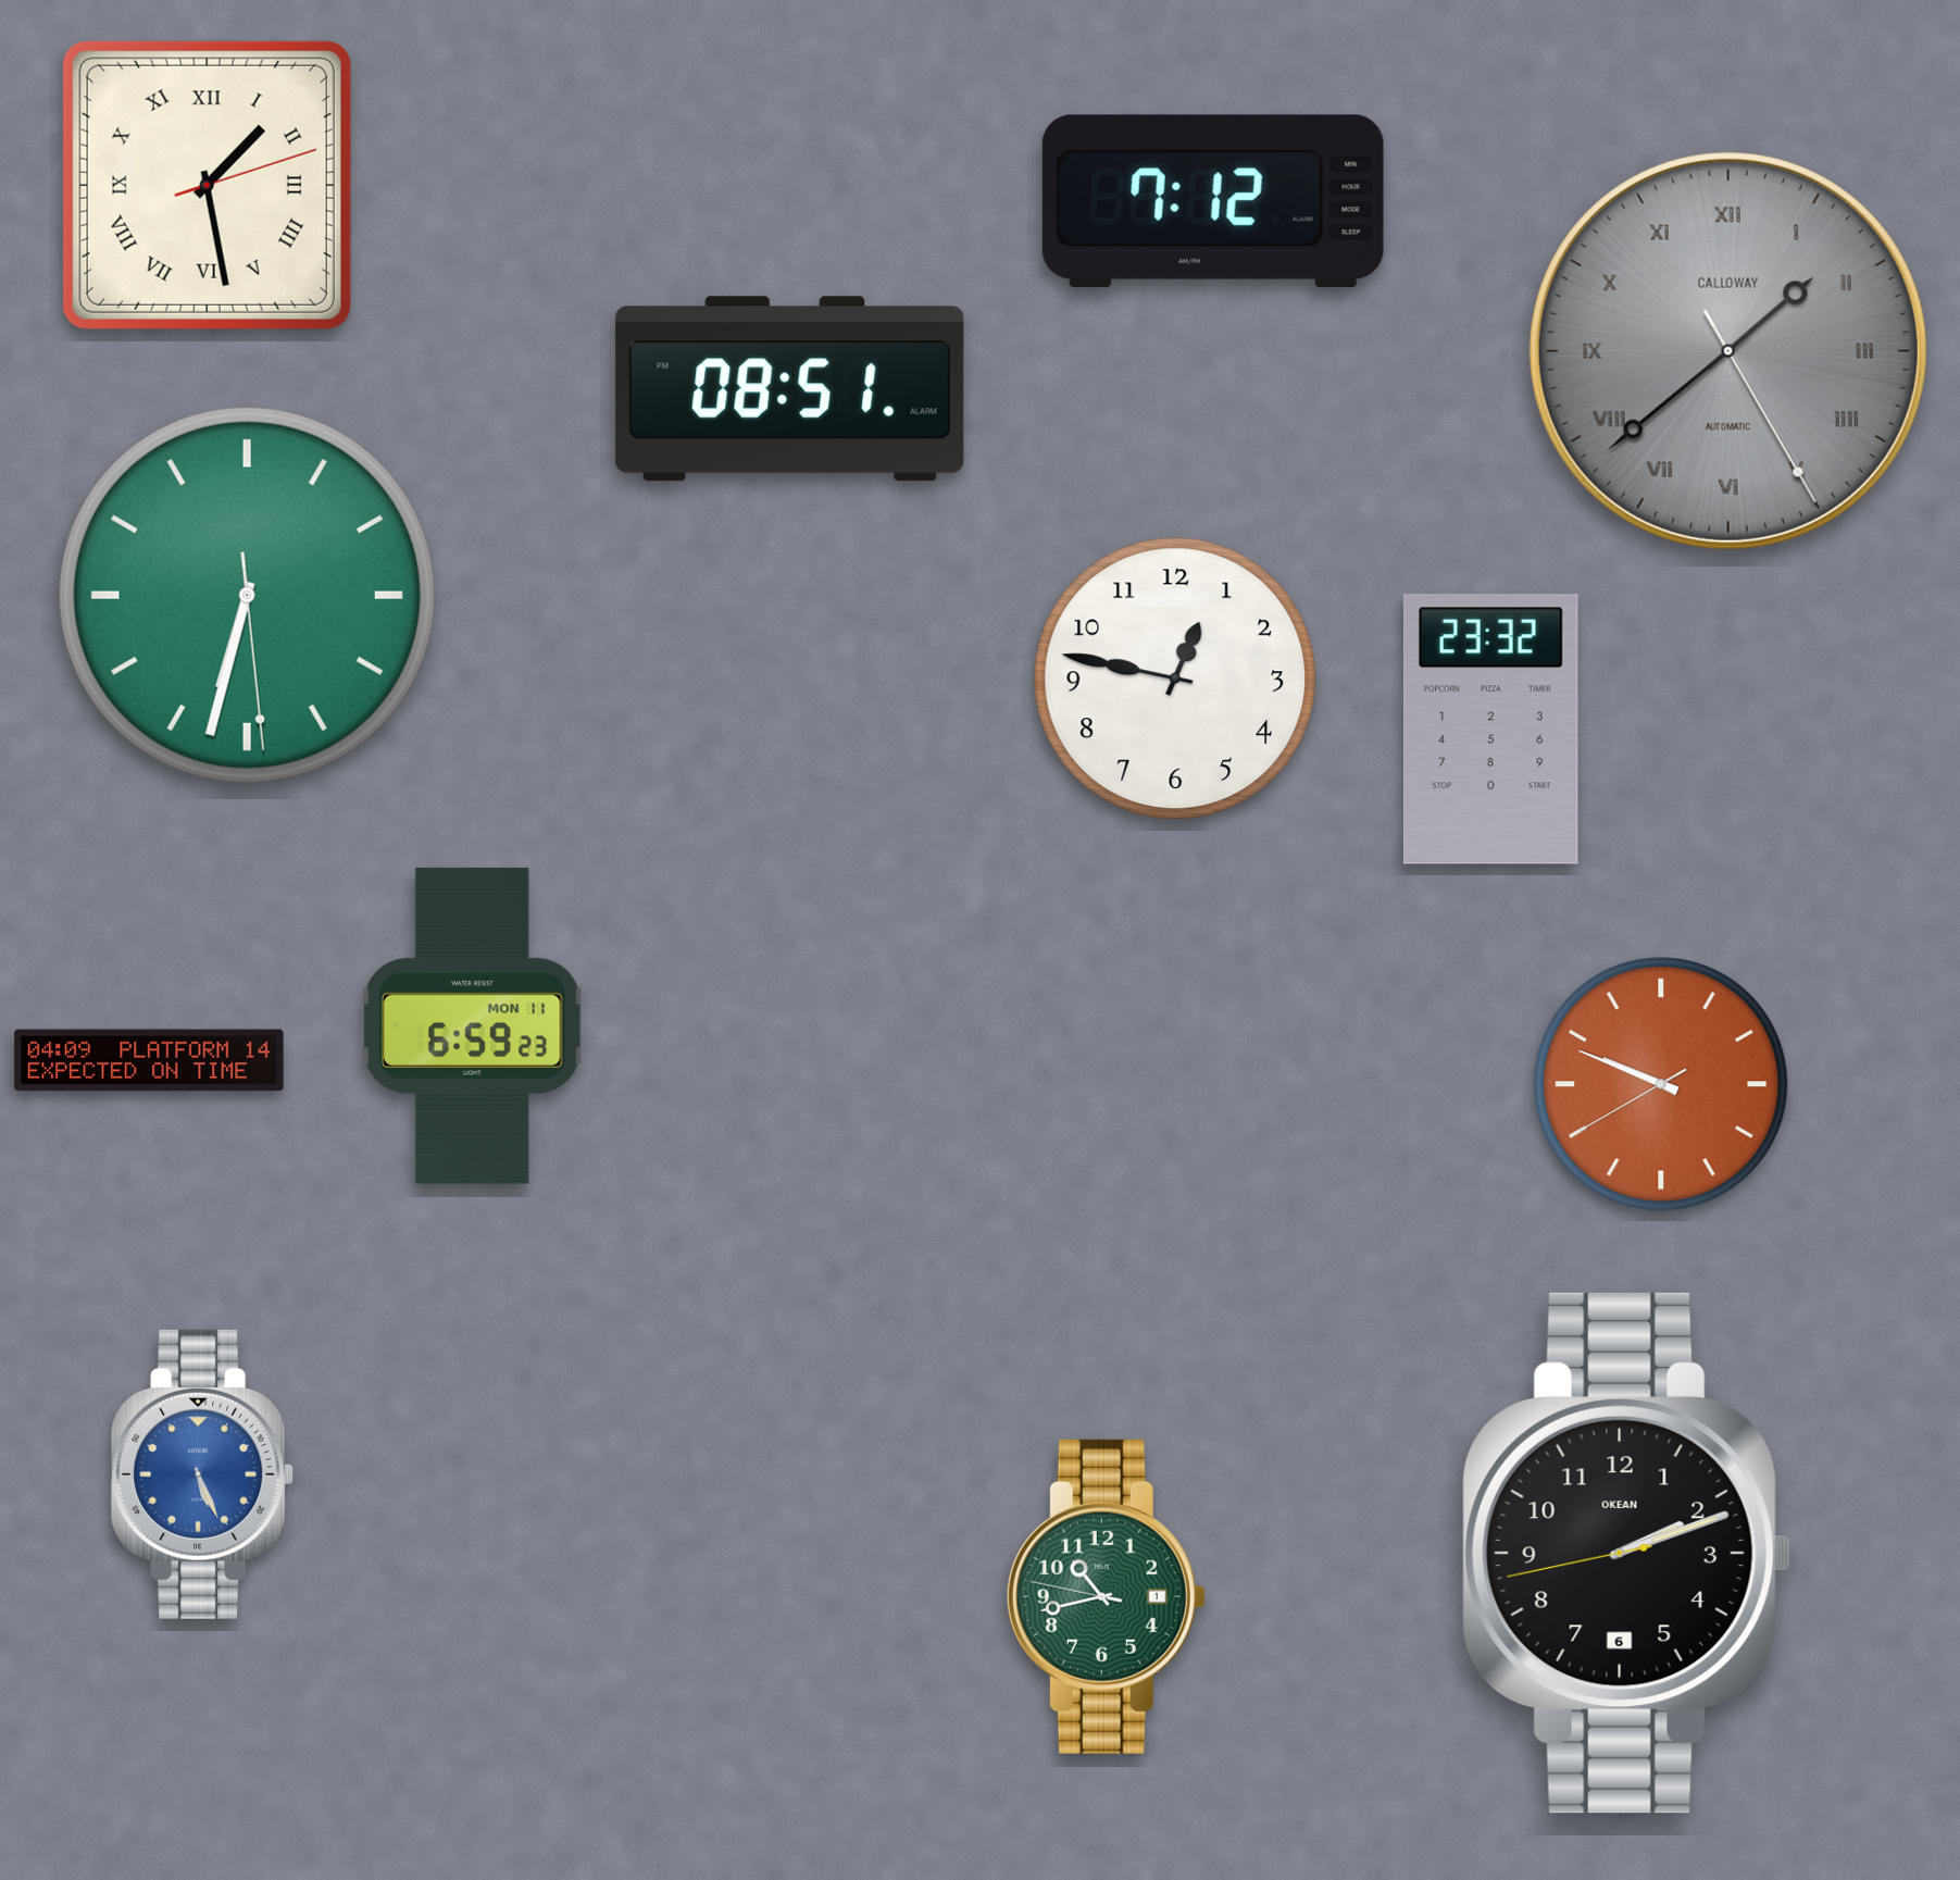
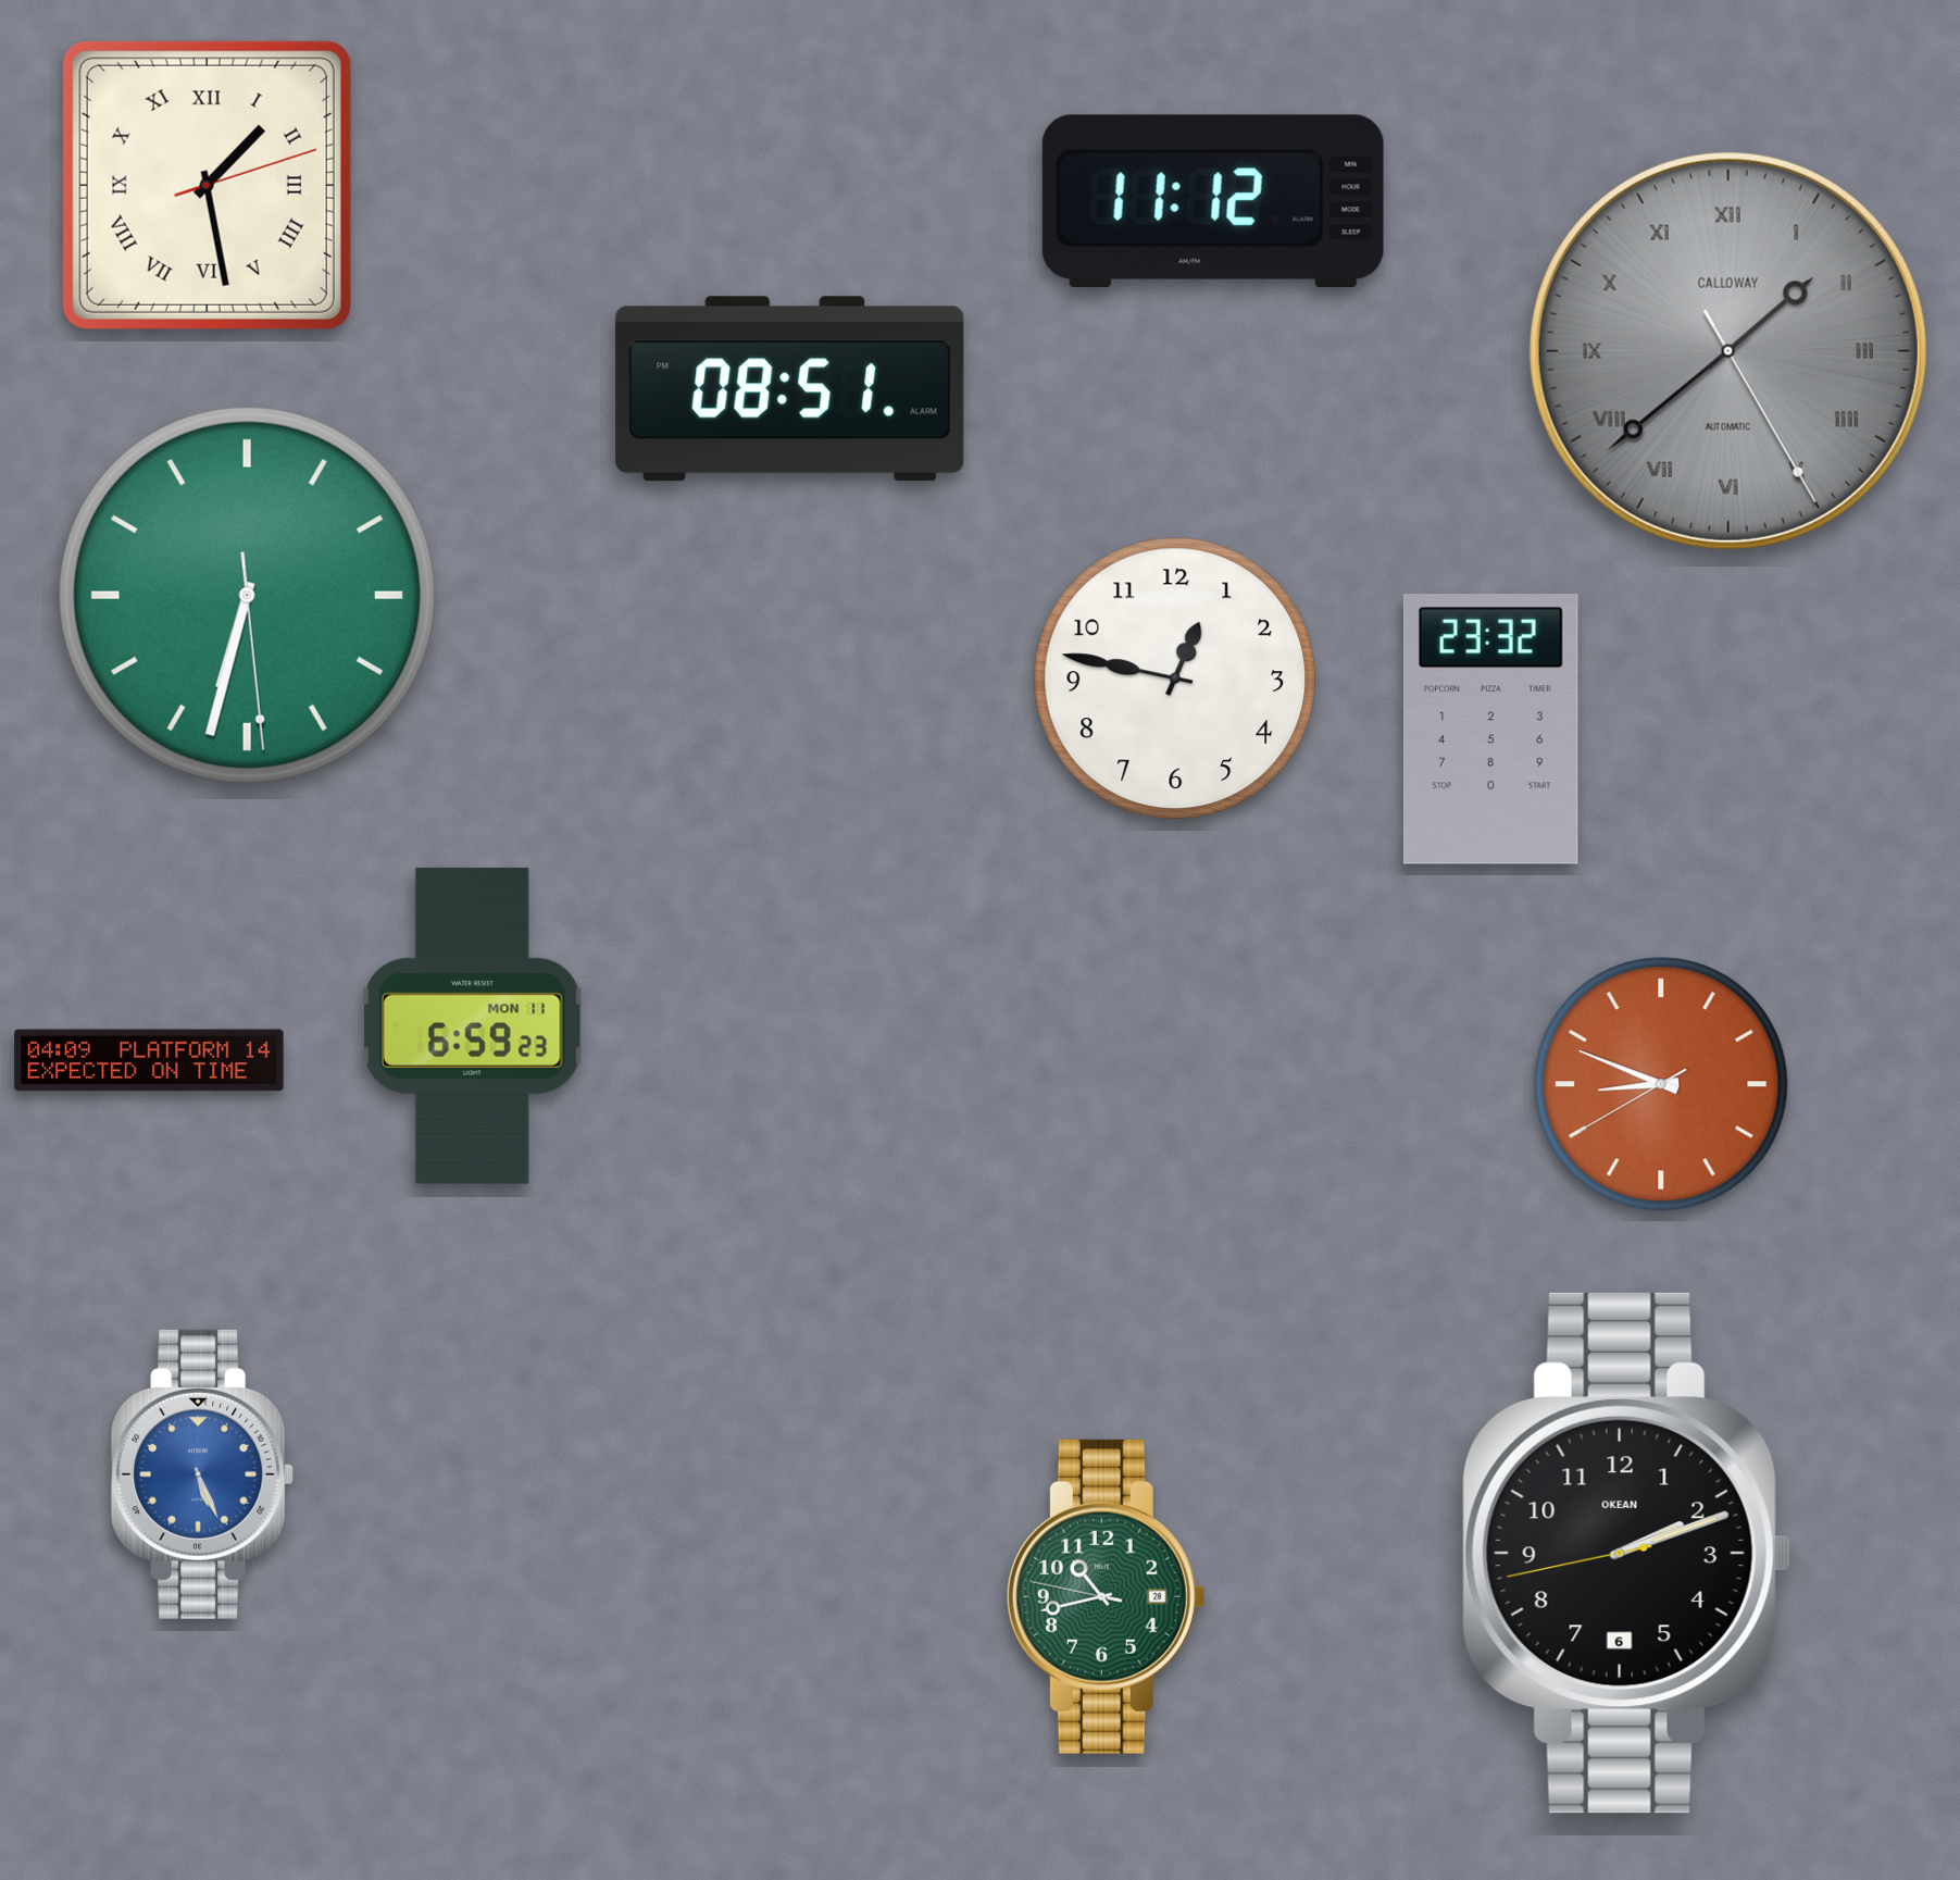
clock at (1213, 201): 7:12 -> 11:12
clock at (1661, 1084): 9:48 -> 8:48
clock at (1106, 1596) date: 1 -> 28
